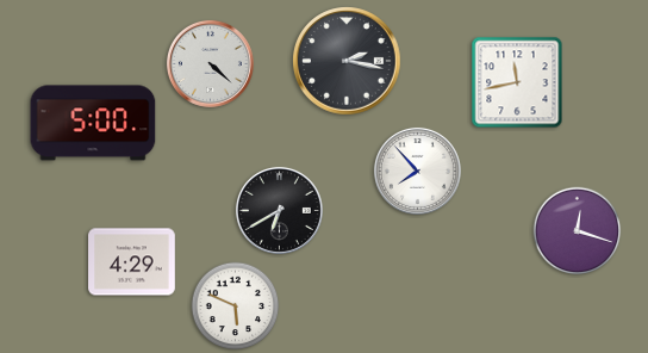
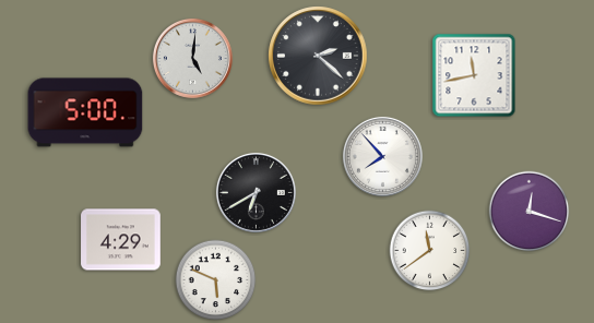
clock at (347, 61): 2:17 -> 2:22
clock at (210, 63): 4:22 -> 5:01
clock at (430, 251): none -> 11:39
